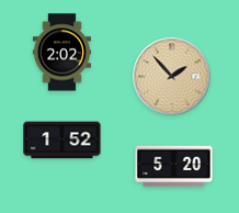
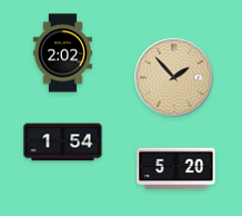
clock at (62, 141): 1:52 -> 1:54
